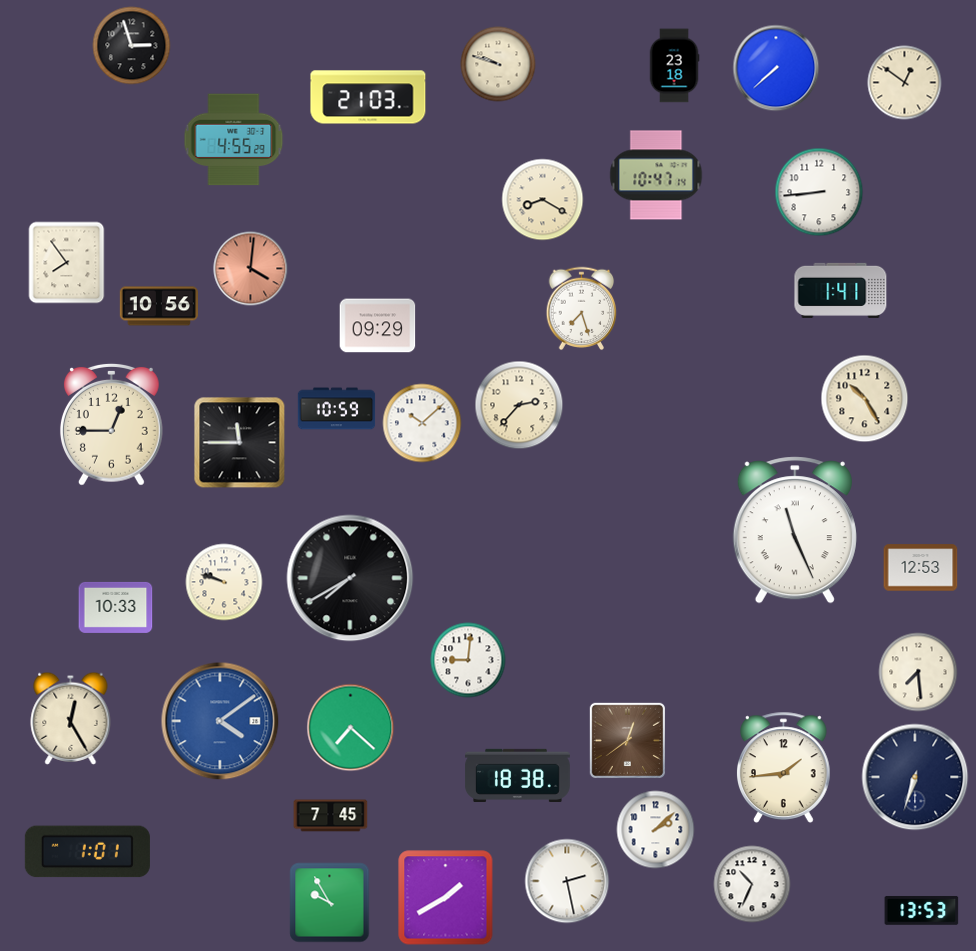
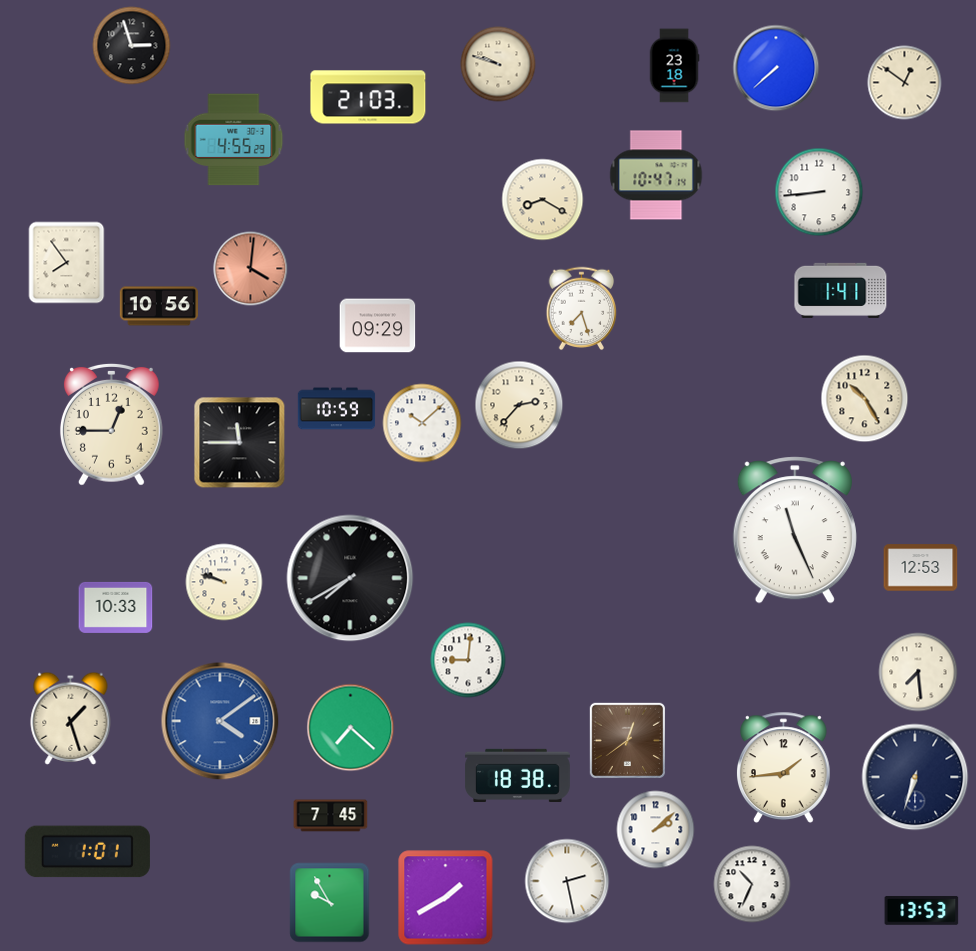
clock at (71, 718): 12:25 -> 1:27
